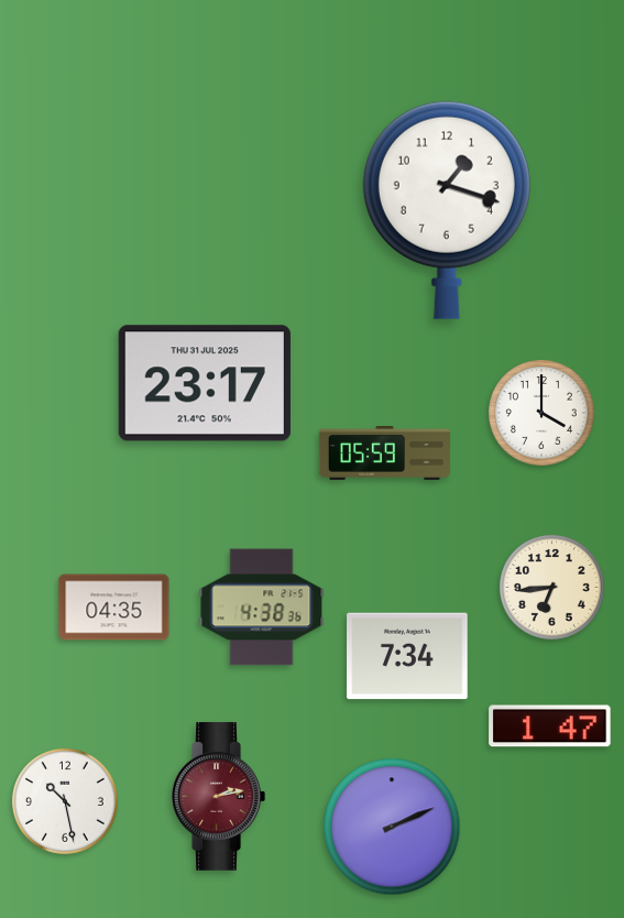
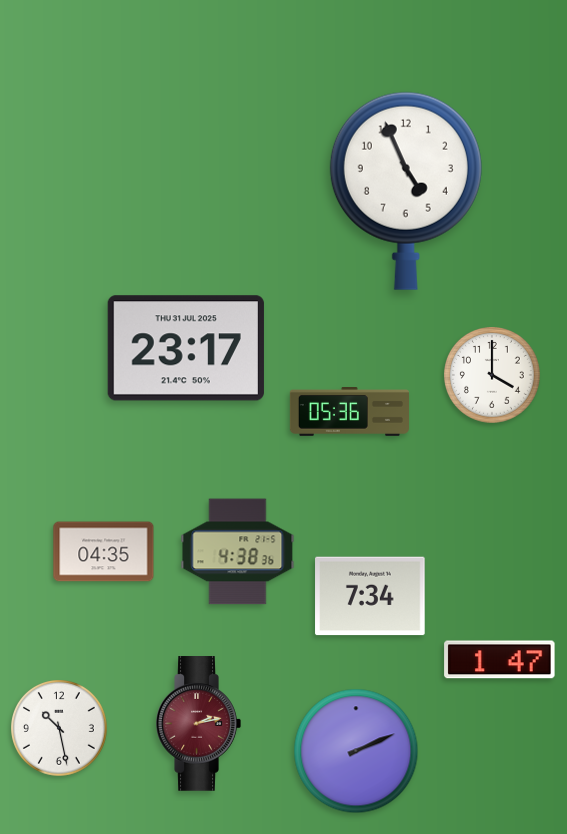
clock at (447, 210): 1:18 -> 4:56
clock at (384, 453): 05:59 -> 05:36
clock at (551, 587): 6:44 -> none
